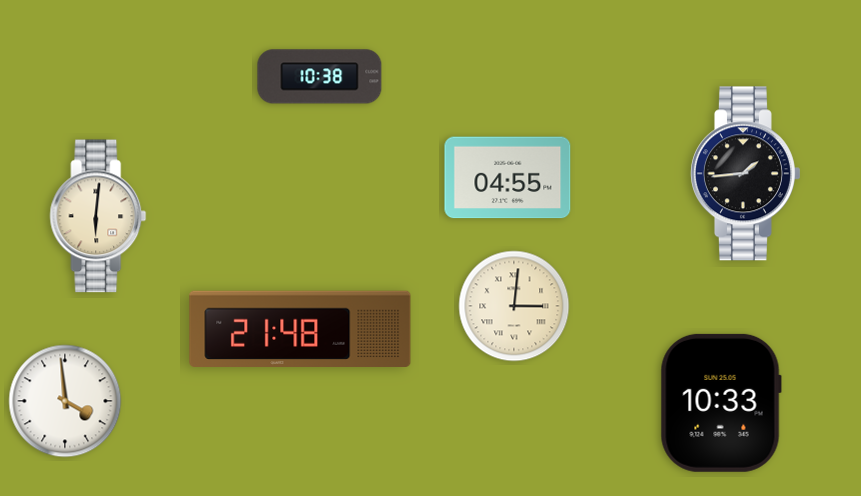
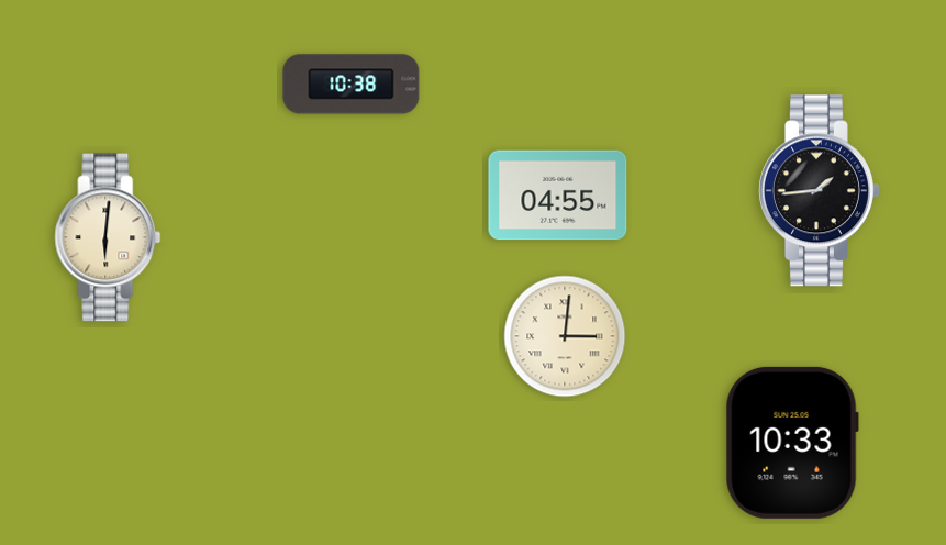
clock at (300, 329): 21:48 -> none
clock at (65, 401): 3:59 -> none
